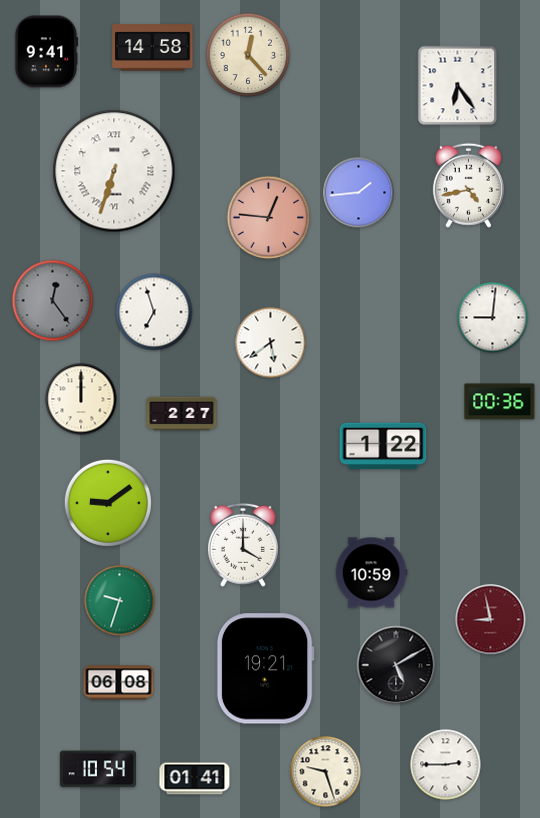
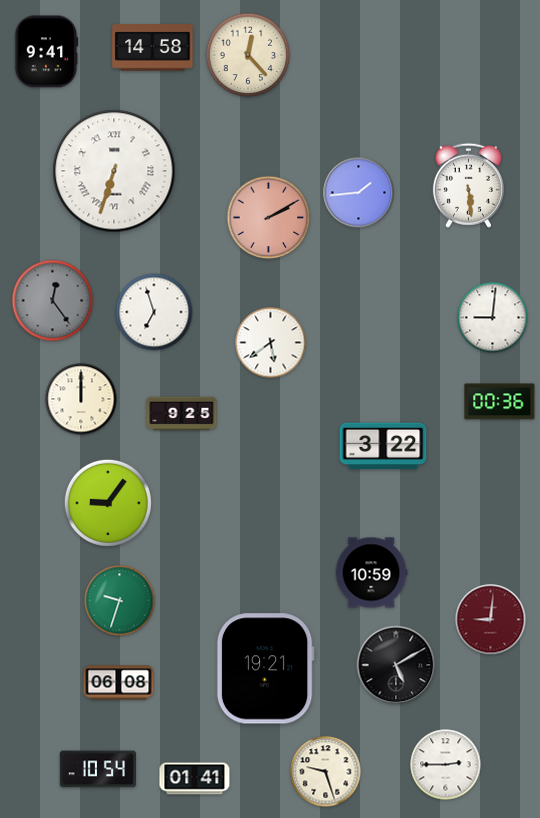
clock at (458, 86): 6:24 -> none
clock at (468, 185): 4:43 -> 5:29
clock at (269, 218): 12:46 -> 2:10
clock at (182, 414): 2:27 -> 9:25
clock at (383, 446): 1:22 -> 3:22
clock at (108, 503): 9:09 -> 9:06
clock at (243, 545): 4:00 -> none
clock at (491, 620): 8:58 -> 9:01
